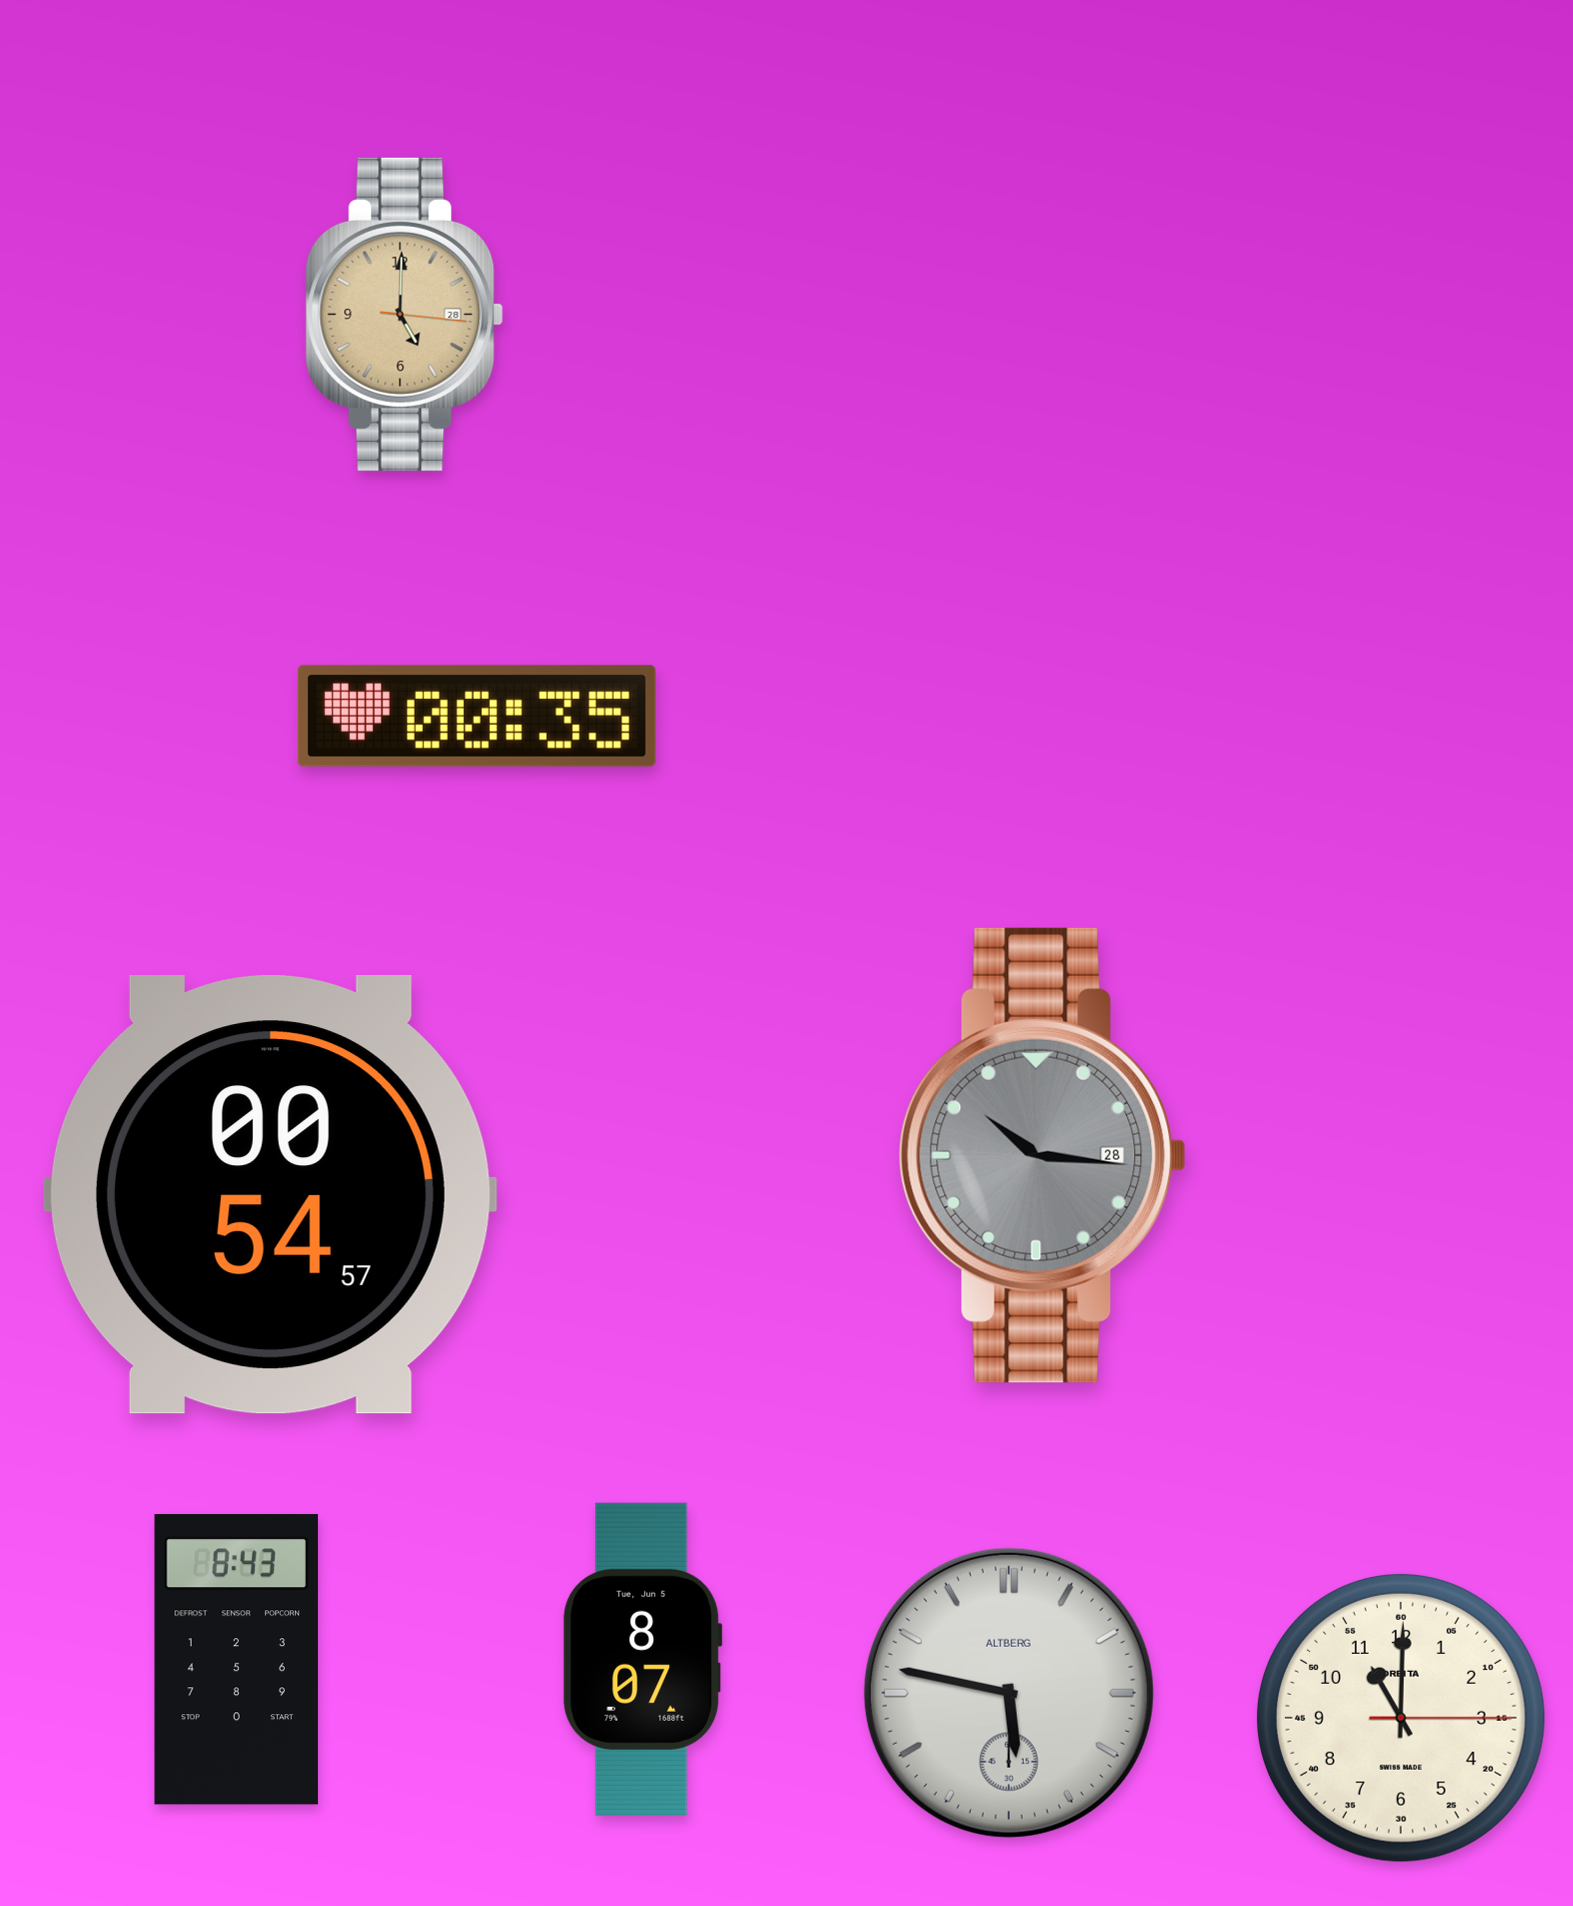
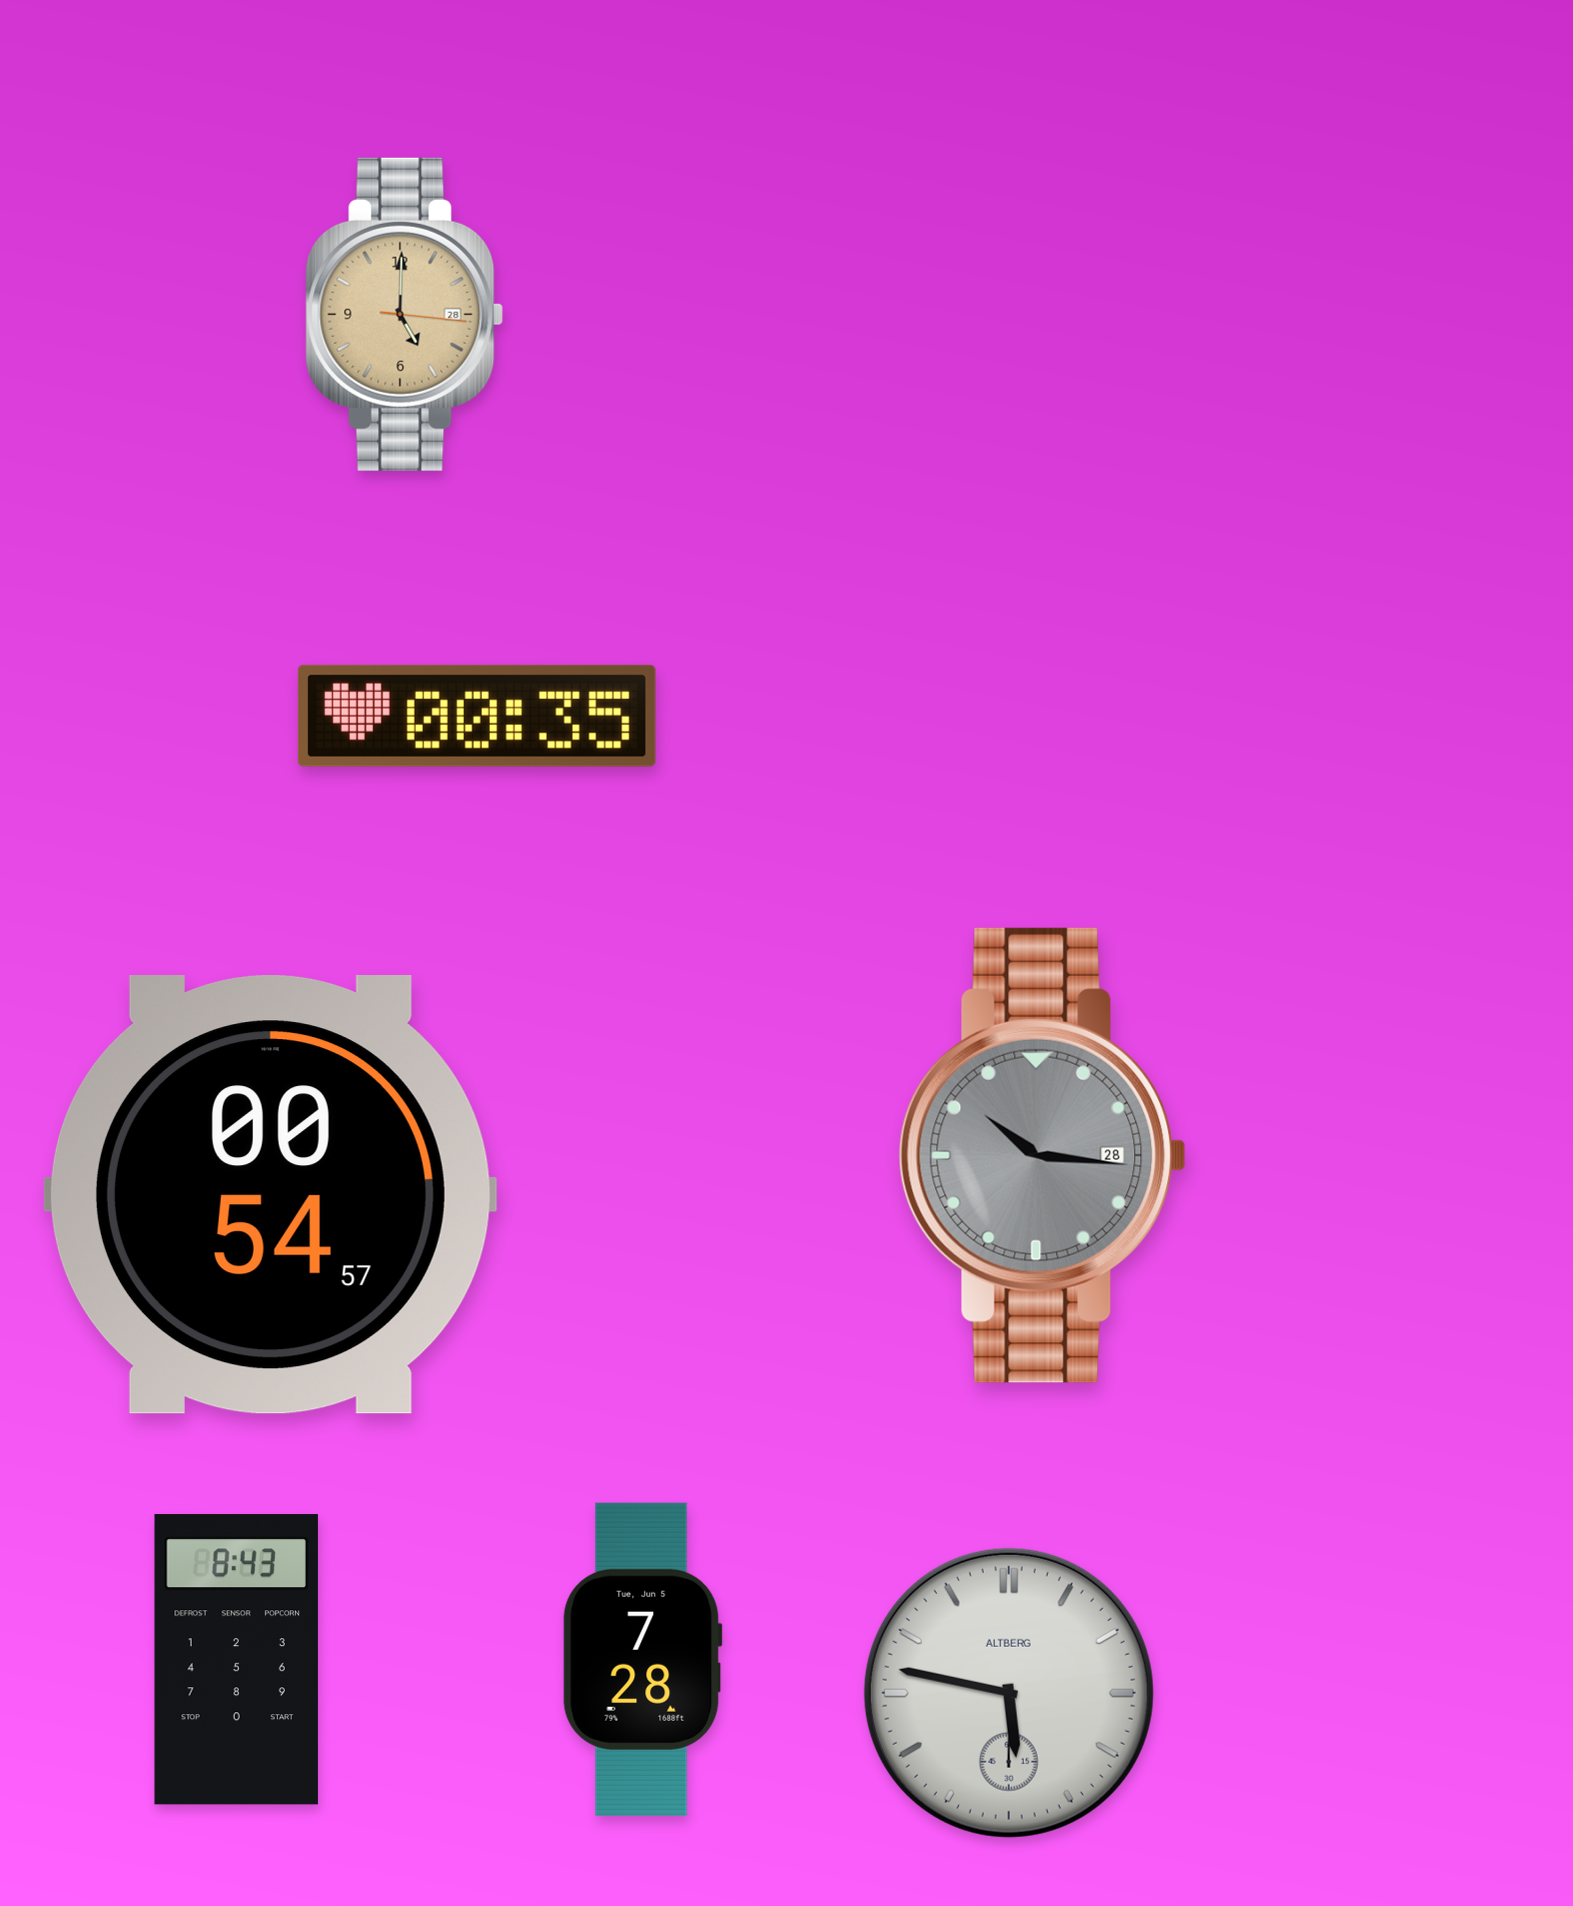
clock at (642, 1659): 8:07 -> 7:28
clock at (1401, 1718): 11:00 -> none
